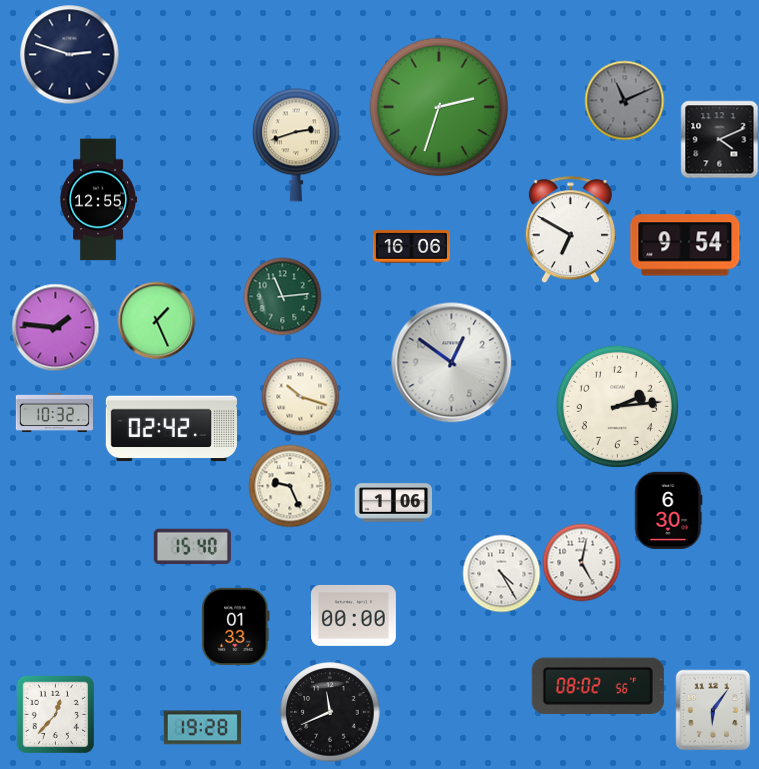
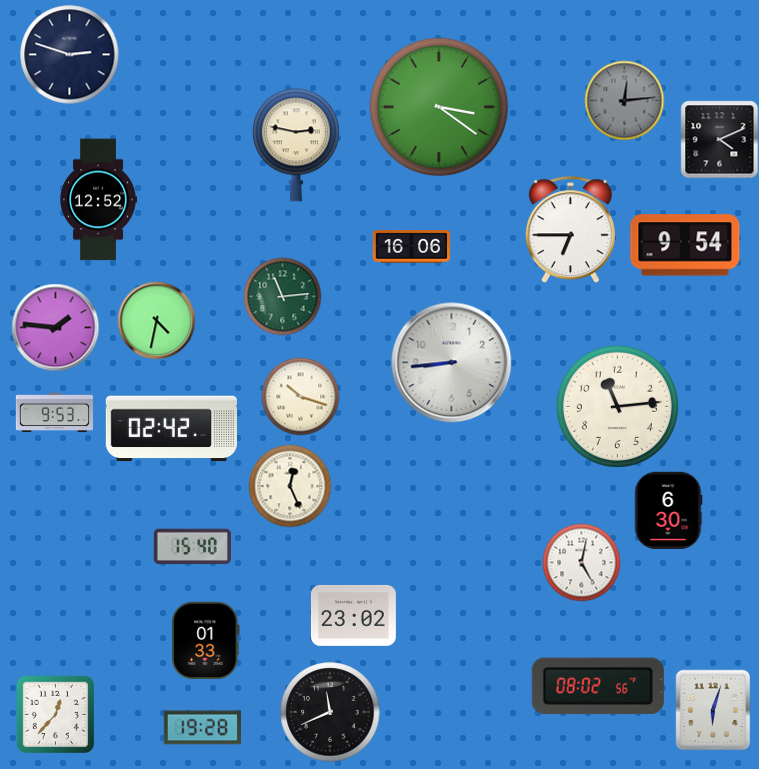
clock at (624, 100): 11:11 -> 12:14
clock at (439, 107): 2:33 -> 3:21
clock at (296, 145): 2:42 -> 2:47
clock at (98, 200): 12:55 -> 12:52
clock at (570, 230): 6:50 -> 6:45
clock at (156, 320): 1:26 -> 4:32
clock at (452, 363): 12:51 -> 8:44
clock at (617, 406): 2:14 -> 11:14
clock at (54, 413): 10:32 -> 9:53
clock at (290, 486): 9:26 -> 12:26
clock at (393, 503): 1:06 -> none
clock at (501, 573): 4:25 -> none
clock at (353, 615): 00:00 -> 23:02
clock at (236, 626) position: (236, 626) -> (206, 640)
clock at (713, 710): 6:06 -> 6:03
